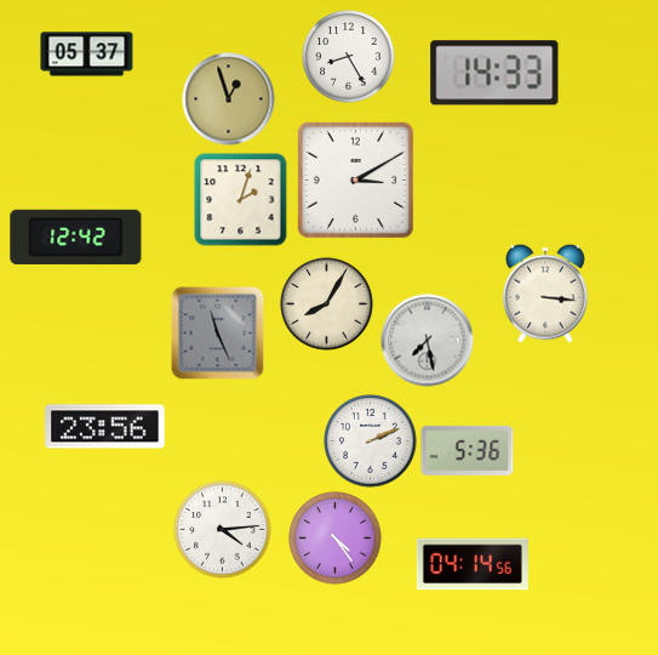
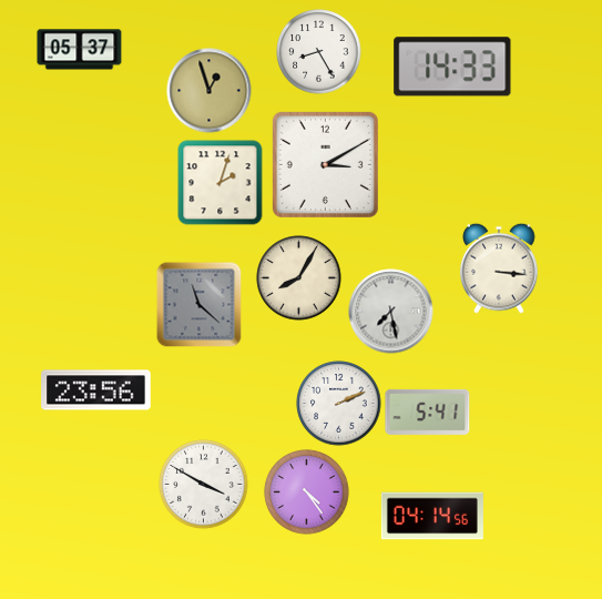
clock at (76, 237): 12:42 -> none
clock at (217, 332): 11:26 -> 11:22
clock at (468, 450): 5:36 -> 5:41
clock at (223, 530): 4:14 -> 3:50
